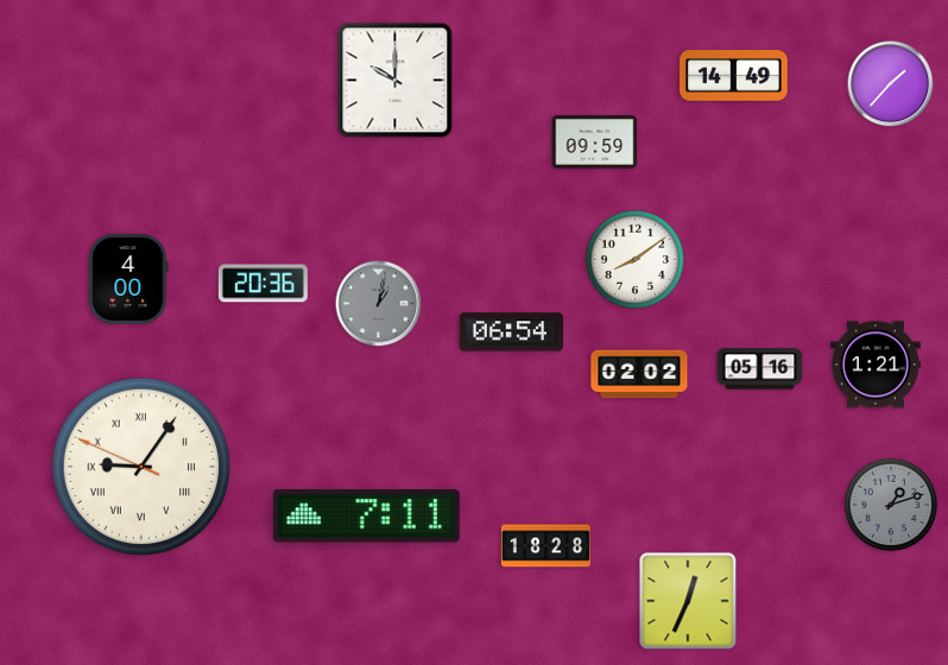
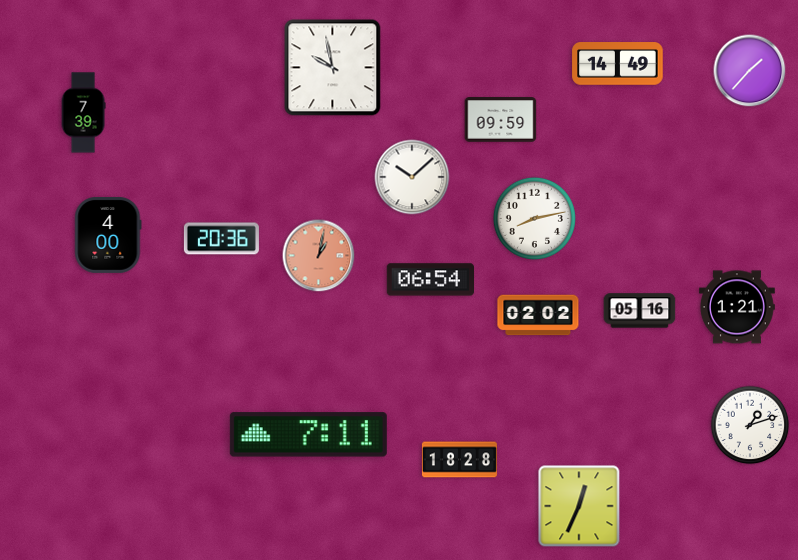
clock at (396, 81): 10:00 -> 9:58
clock at (83, 113): none -> 7:39
clock at (412, 177): none -> 10:08
clock at (634, 259): 8:09 -> 8:13
clock at (379, 304) dial: grey -> salmon
clock at (141, 467): 9:05 -> none
clock at (891, 505) dial: grey -> white
